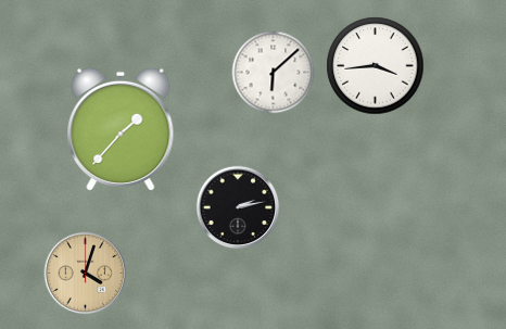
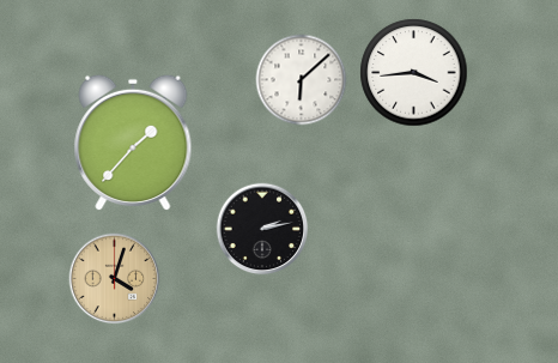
clock at (86, 274) position: (86, 274) -> (115, 279)
